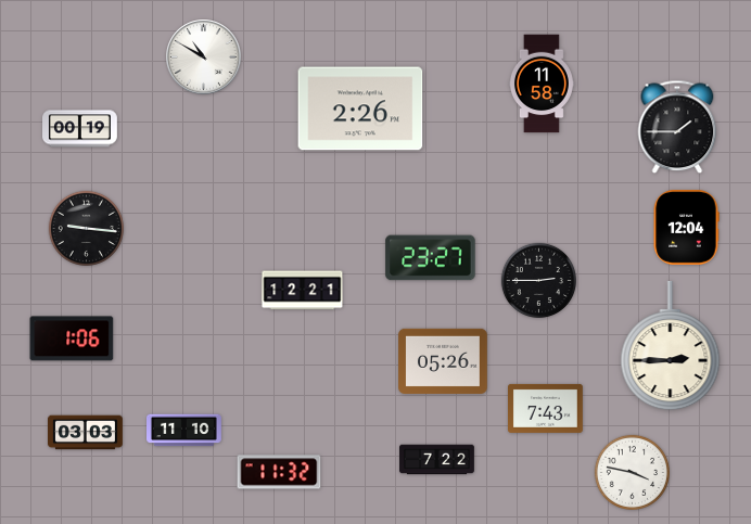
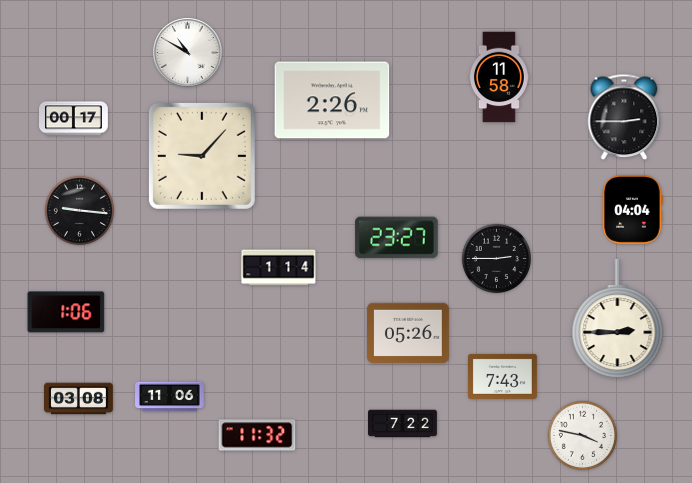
clock at (677, 127): 1:45 -> 2:45
clock at (80, 129): 00:19 -> 00:17
clock at (202, 156): none -> 9:07
clock at (686, 227): 12:04 -> 04:04
clock at (303, 291): 12:21 -> 1:14
clock at (184, 431): 11:10 -> 11:06
clock at (86, 433): 03:03 -> 03:08
